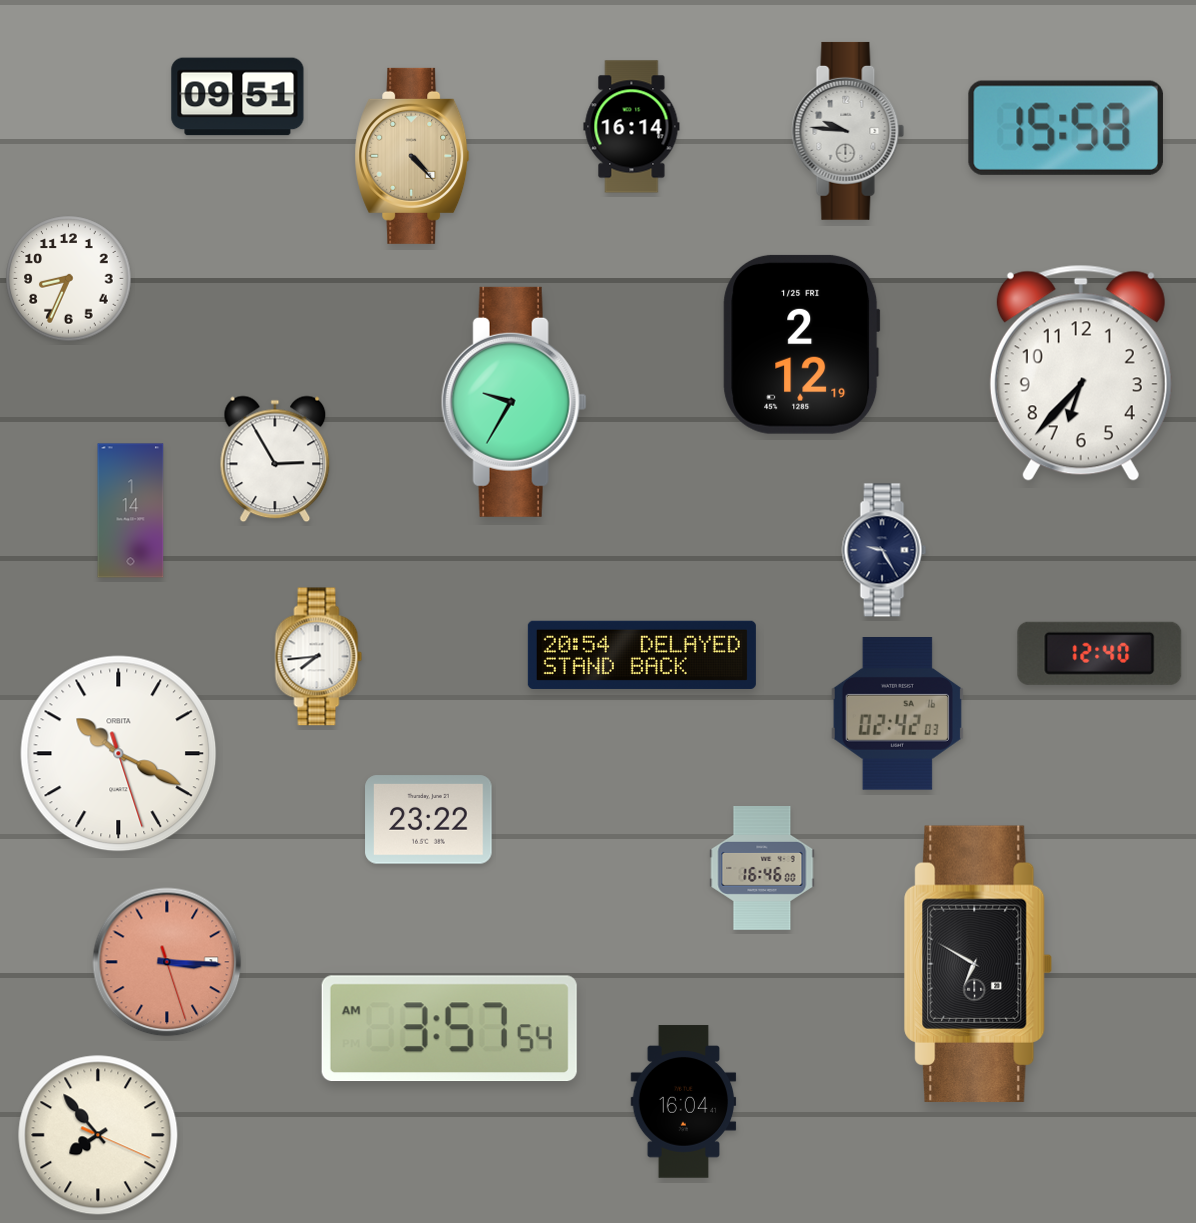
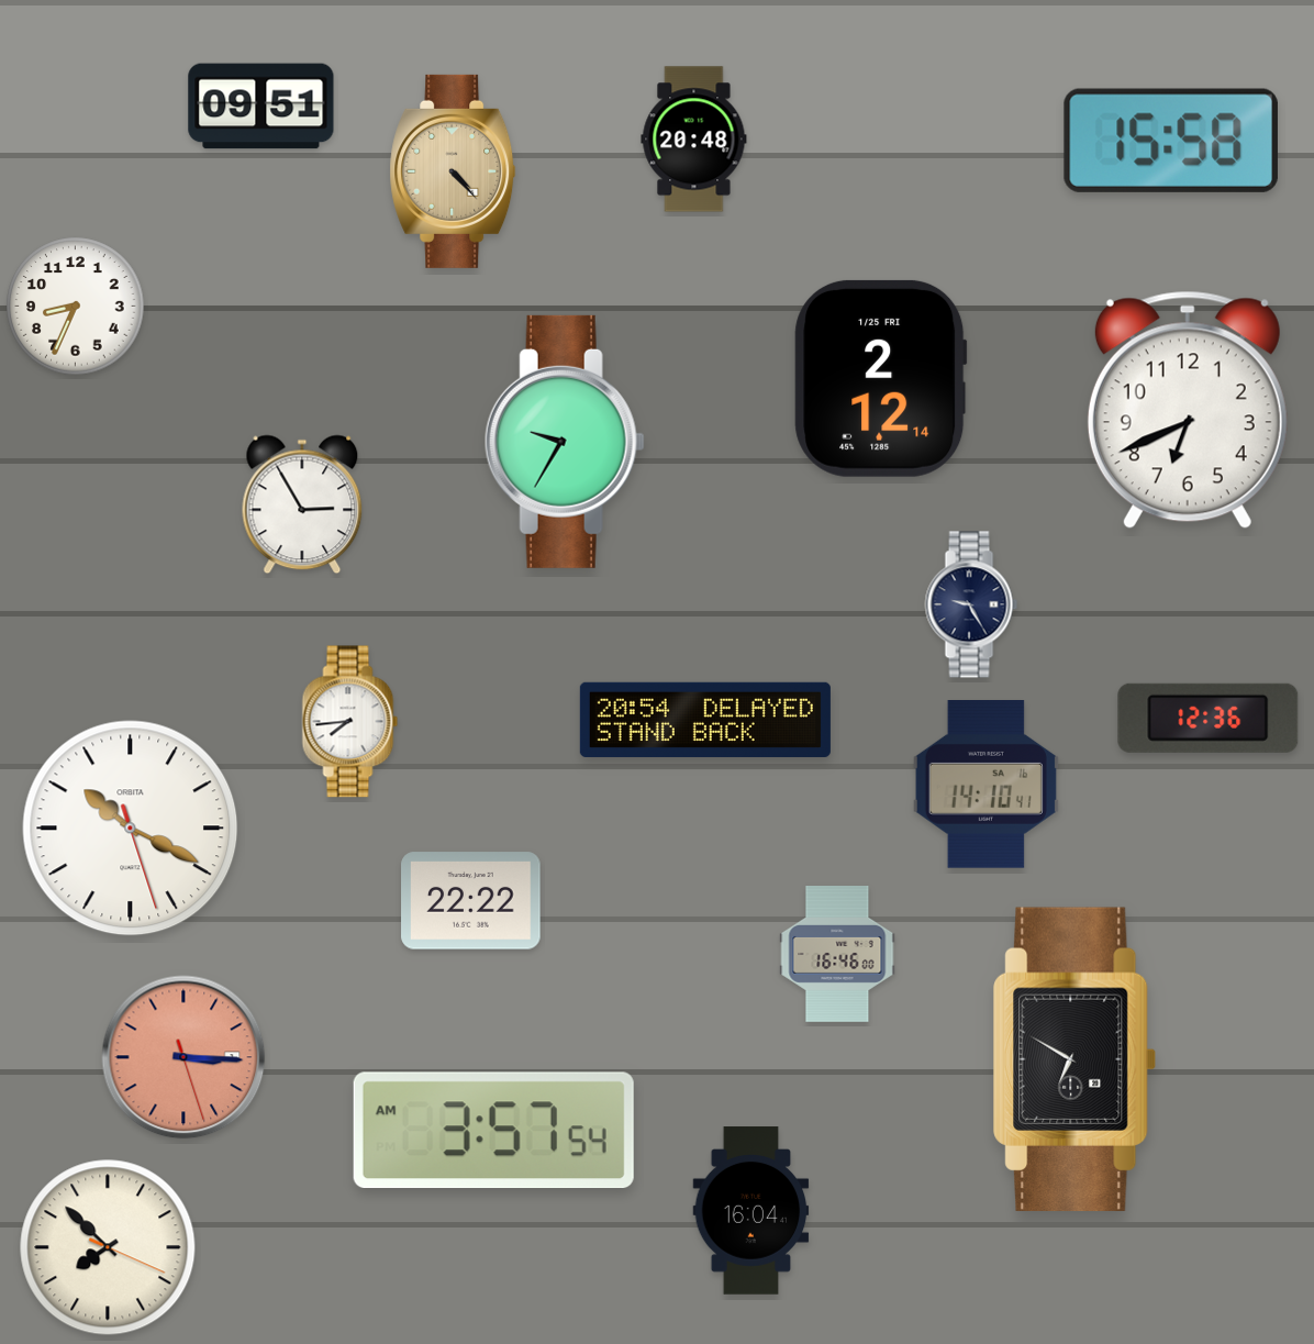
clock at (632, 127): 16:14 -> 20:48
clock at (848, 131): 9:46 -> none
clock at (802, 344): 2:12:19 -> 2:12:14
clock at (1081, 373): 6:37 -> 6:41
clock at (131, 511): 1:14 -> none
clock at (1100, 653): 12:40 -> 12:36
clock at (897, 714): 02:42 -> 14:10
clock at (429, 820): 23:22 -> 22:22
clock at (98, 1135): 7:53 -> 7:52
